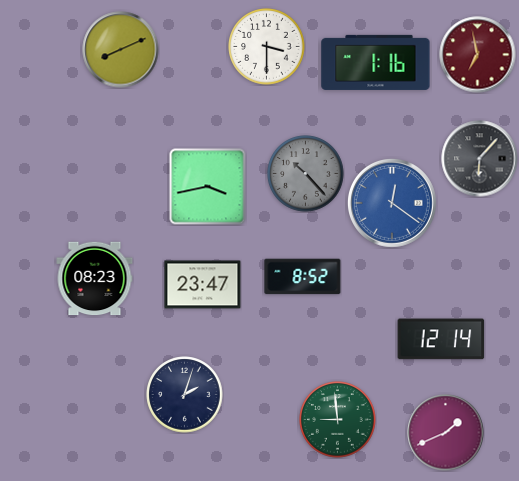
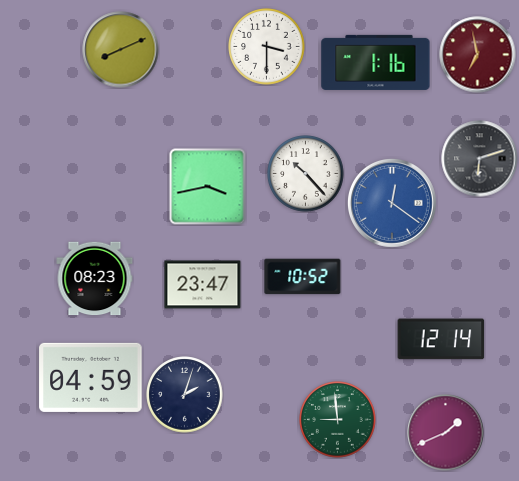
clock at (480, 159): 6:07 -> 6:12
clock at (306, 174) dial: grey -> white
clock at (303, 277): 8:52 -> 10:52
clock at (91, 377): none -> 04:59
